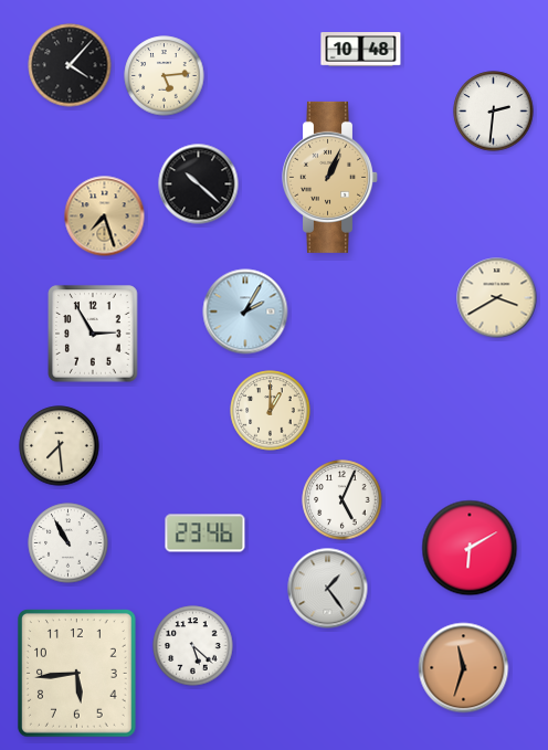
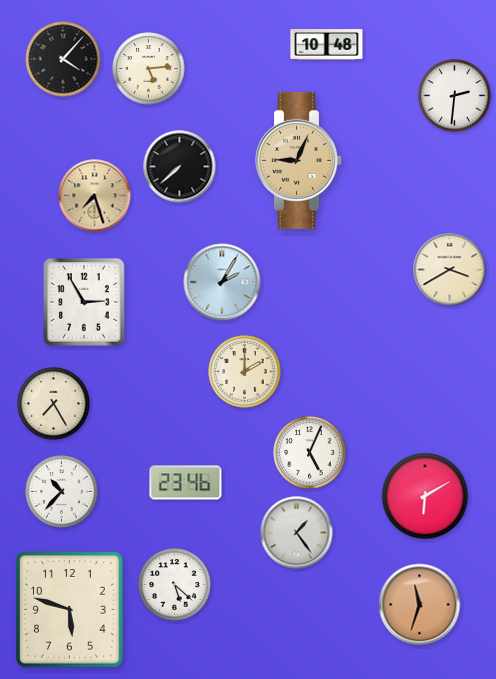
clock at (494, 112) position: (494, 112) -> (455, 96)
clock at (330, 177): 1:04 -> 9:04
clock at (199, 184): 10:22 -> 7:38
clock at (271, 411): 1:00 -> 2:00
clock at (60, 446): 7:29 -> 7:25
clock at (68, 543): 10:55 -> 10:37
clock at (77, 674): 5:44 -> 5:48
